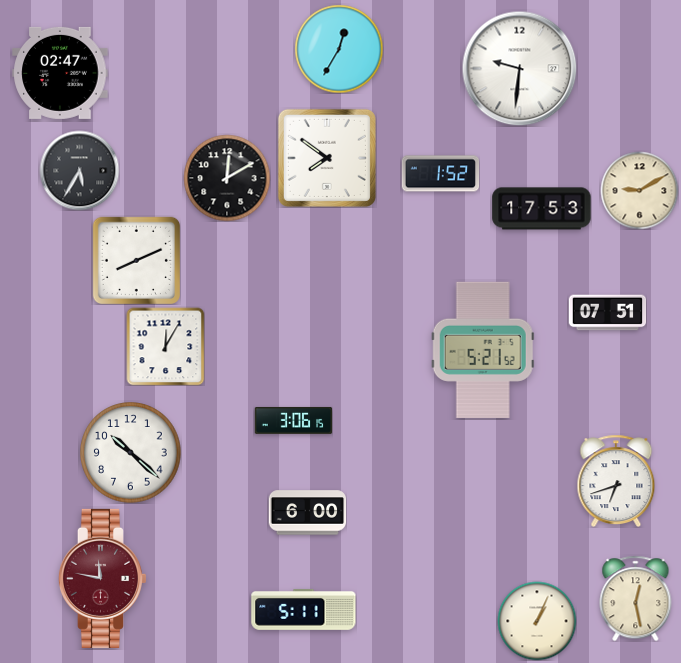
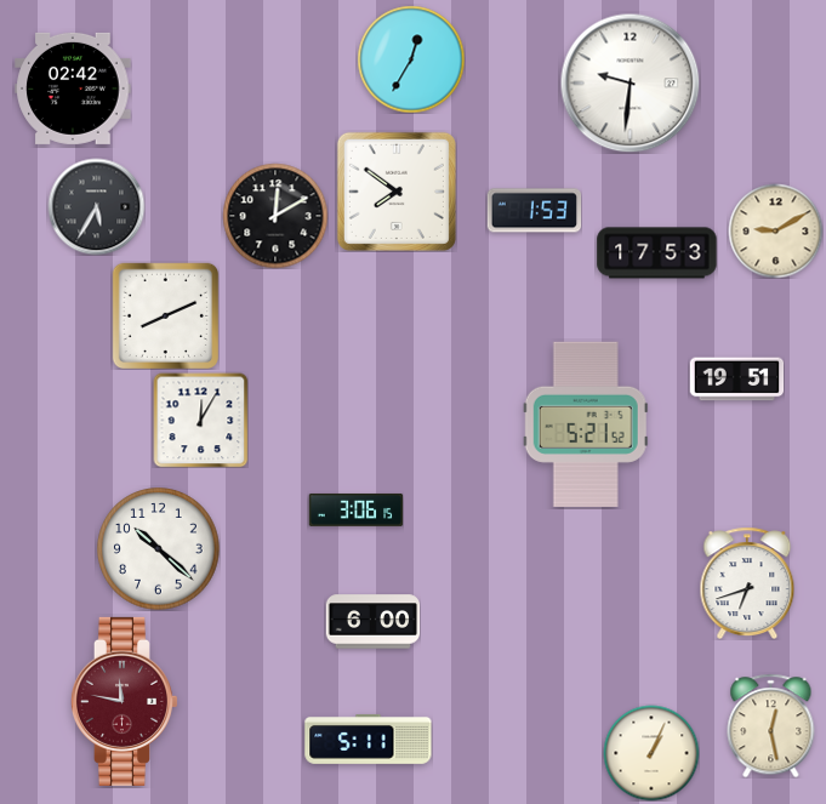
clock at (60, 73): 02:47 -> 02:42
clock at (440, 174): 1:52 -> 1:53
clock at (607, 313): 07:51 -> 19:51
